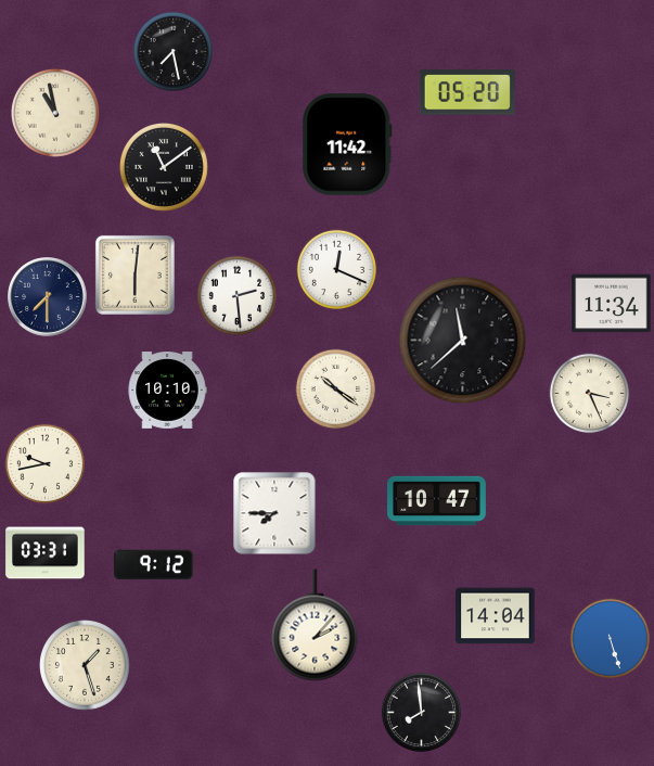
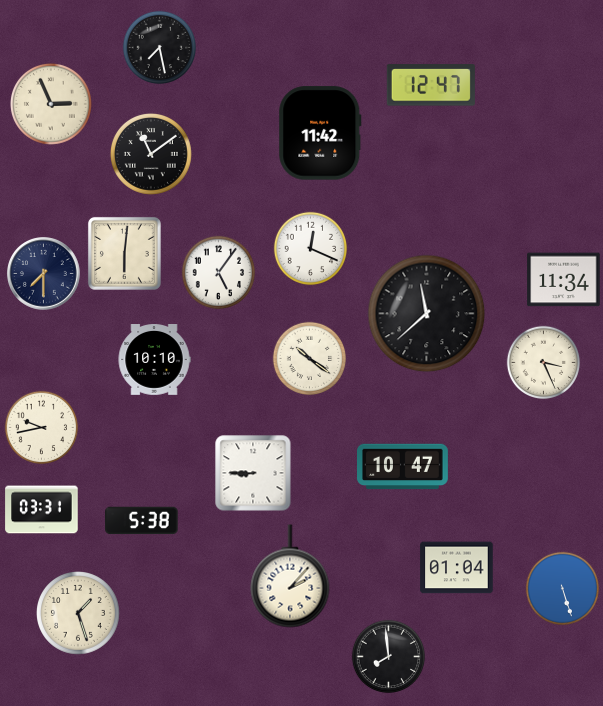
clock at (467, 92): 05:20 -> 12:47
clock at (55, 113): 10:58 -> 2:56
clock at (238, 296): 2:29 -> 5:06
clock at (437, 501) position: (437, 501) -> (403, 467)
clock at (274, 513): 7:45 -> 8:45
clock at (154, 565): 9:12 -> 5:38
clock at (496, 616): 14:04 -> 01:04
